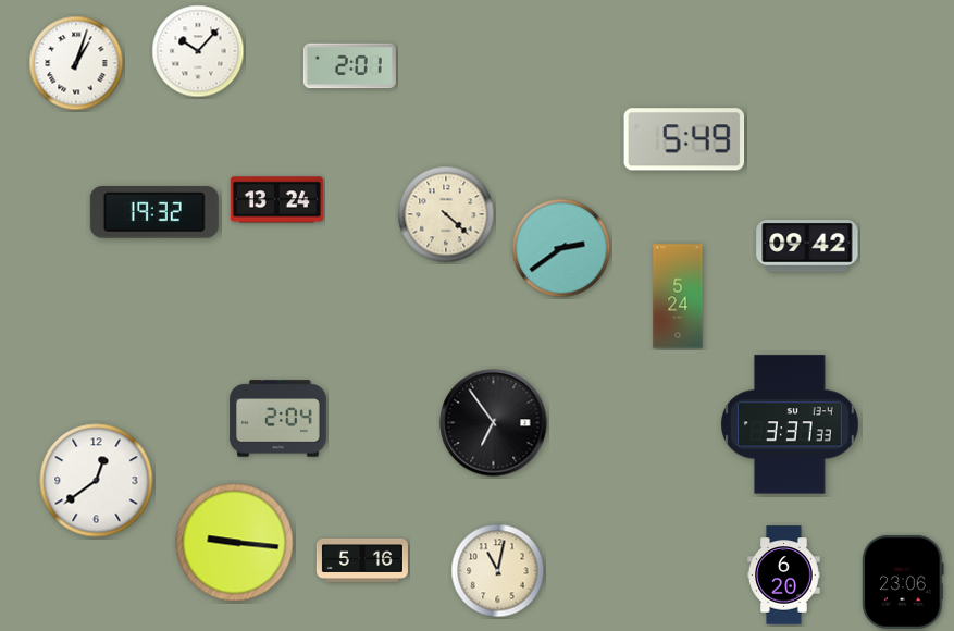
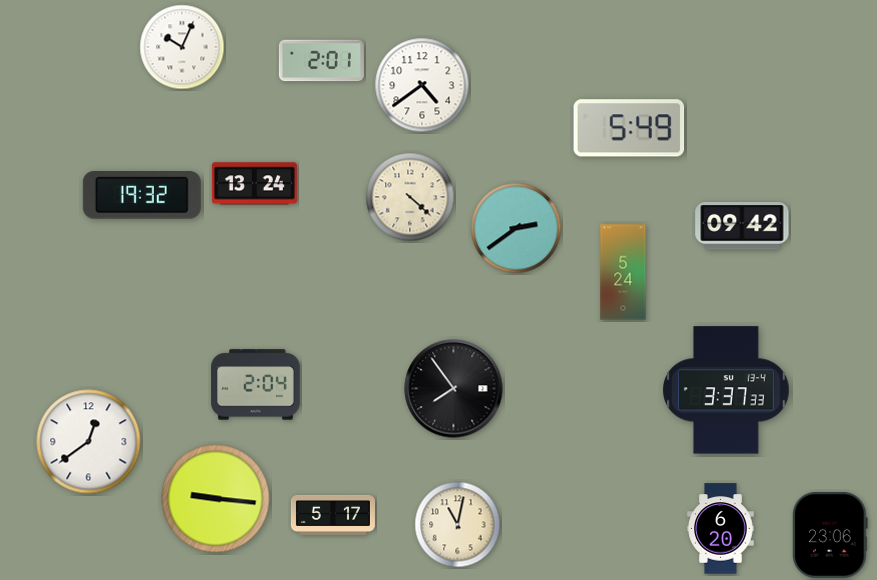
clock at (198, 51): 10:07 -> 10:04
clock at (76, 63): 1:03 -> none
clock at (422, 85): none -> 4:39
clock at (494, 423): 6:54 -> 7:54
clock at (362, 560): 5:16 -> 5:17
